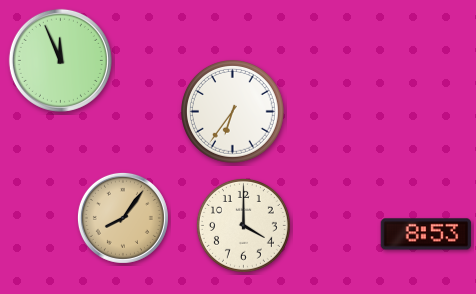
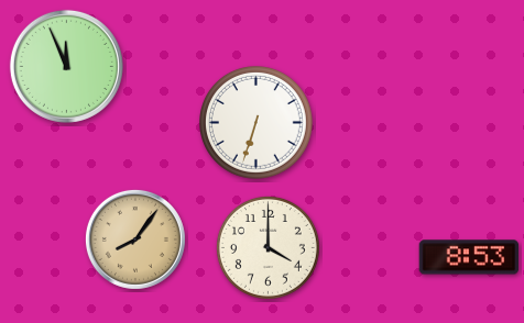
clock at (233, 112): 6:36 -> 6:33
